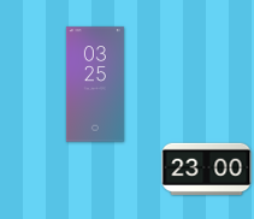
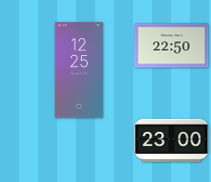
clock at (172, 46): none -> 22:50
clock at (95, 84): 03:25 -> 12:25
